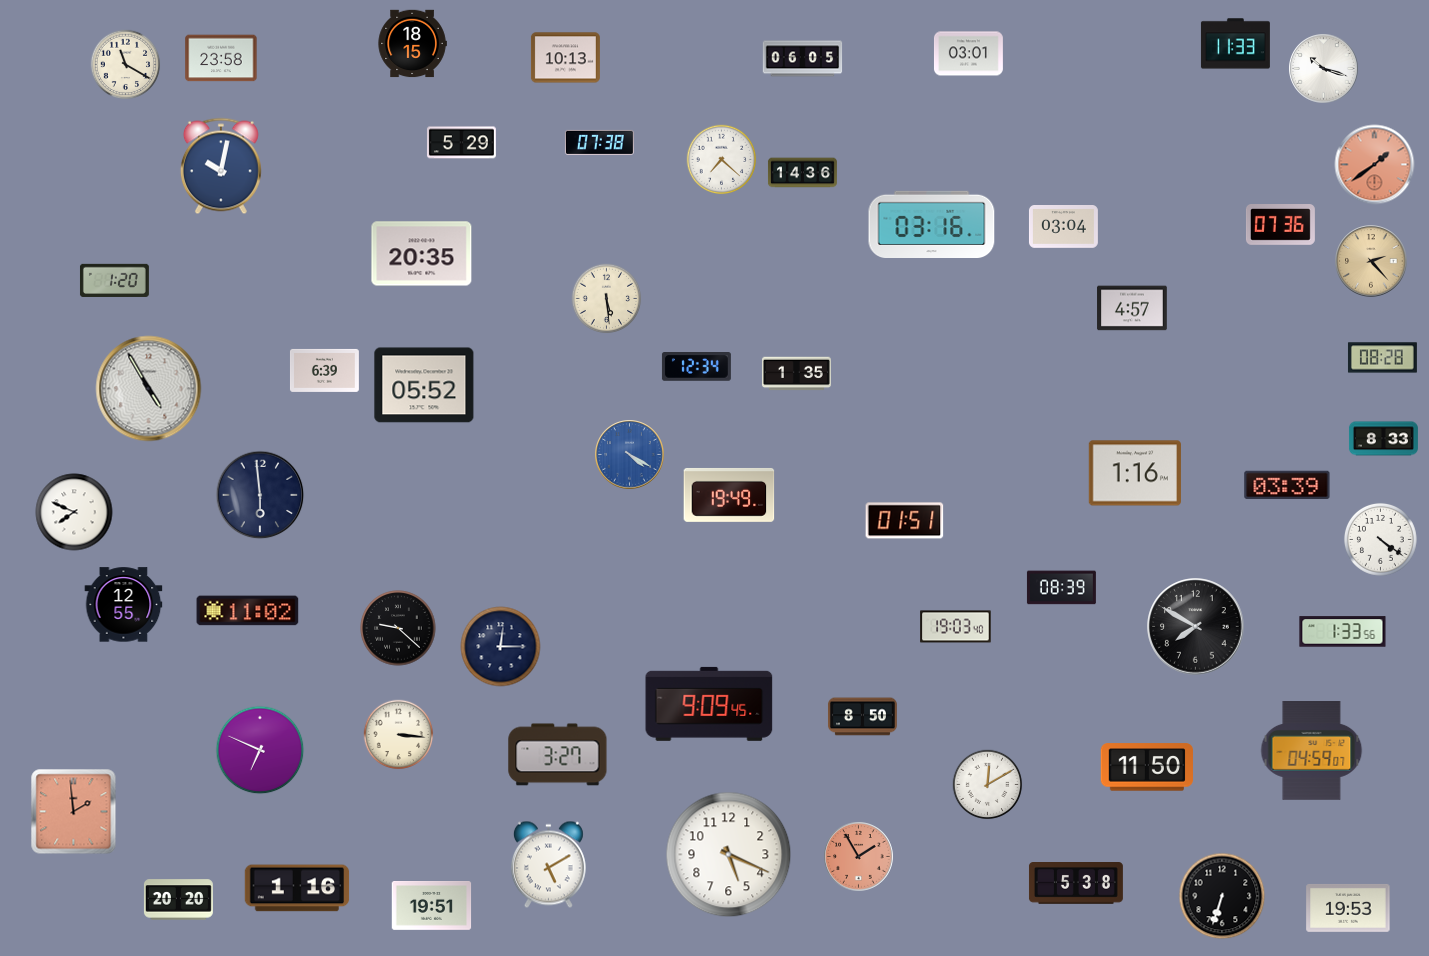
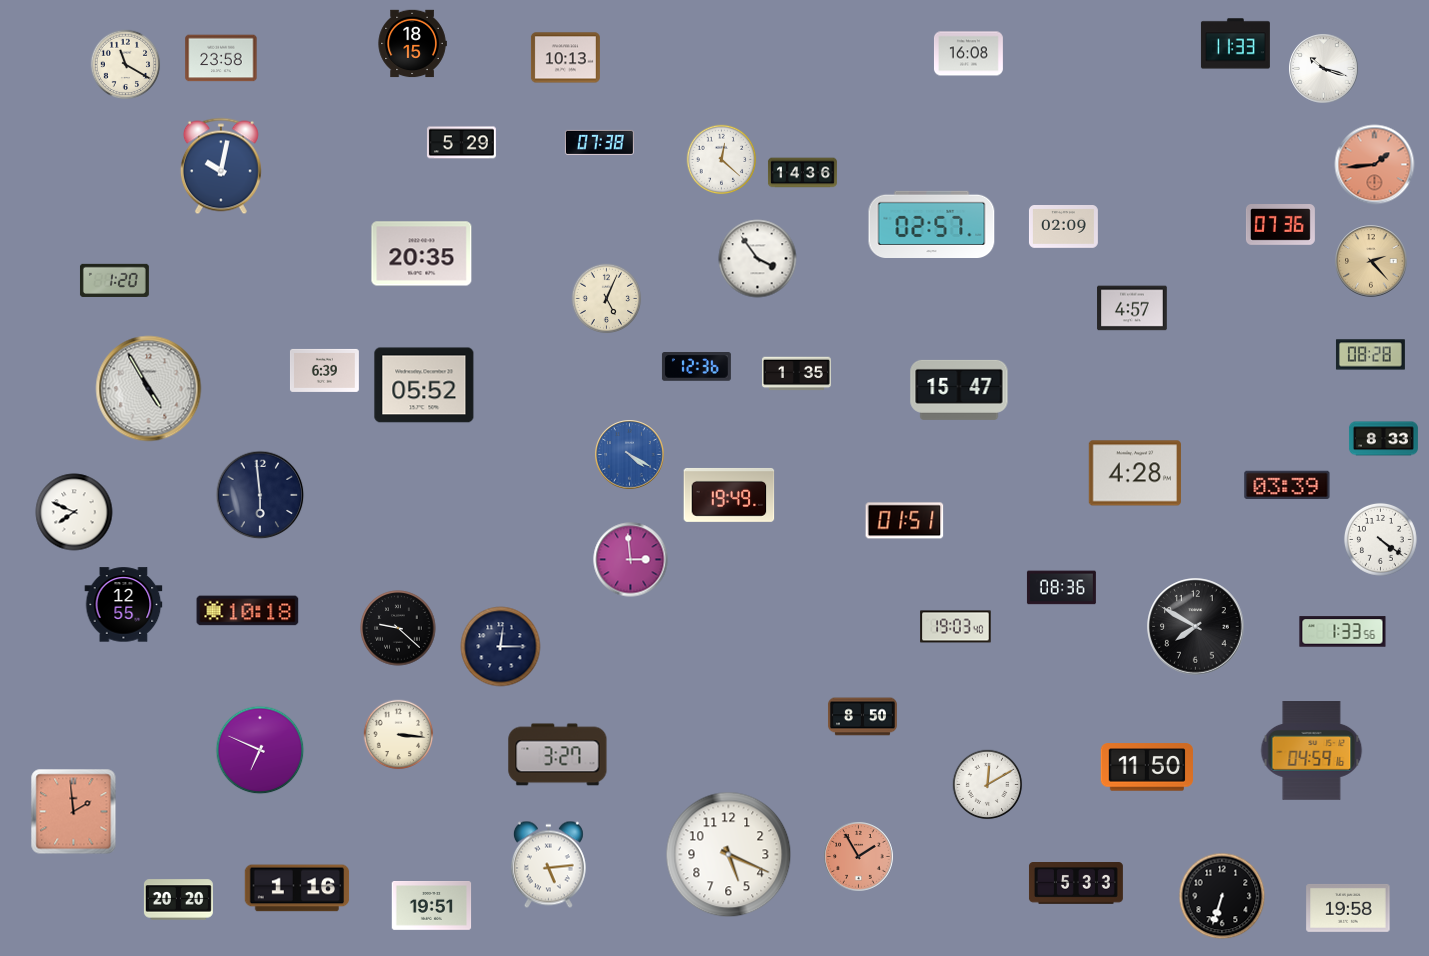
clock at (968, 54): 03:01 -> 16:08
clock at (803, 59): 06:05 -> none
clock at (722, 160): 7:22 -> 12:22
clock at (1375, 165): 1:39 -> 1:44
clock at (932, 224): 03:16 -> 02:57
clock at (1063, 227): 03:04 -> 02:09
clock at (758, 259): none -> 3:54
clock at (607, 299): 5:29 -> 5:04
clock at (1382, 358) position: (1382, 358) -> (1370, 355)
clock at (696, 367): 12:34 -> 12:36
clock at (959, 390): none -> 15:47
clock at (1135, 473): 1:16 -> 4:28
clock at (631, 560): none -> 2:59
clock at (1061, 588): 08:39 -> 08:36
clock at (248, 611): 11:02 -> 10:18
clock at (709, 704): 9:09 -> none
clock at (1312, 751): 04:59:07 -> 04:59:16
clock at (548, 865): 5:10 -> 5:14
clock at (1076, 883): 5:38 -> 5:33
clock at (1348, 908): 19:53 -> 19:58
